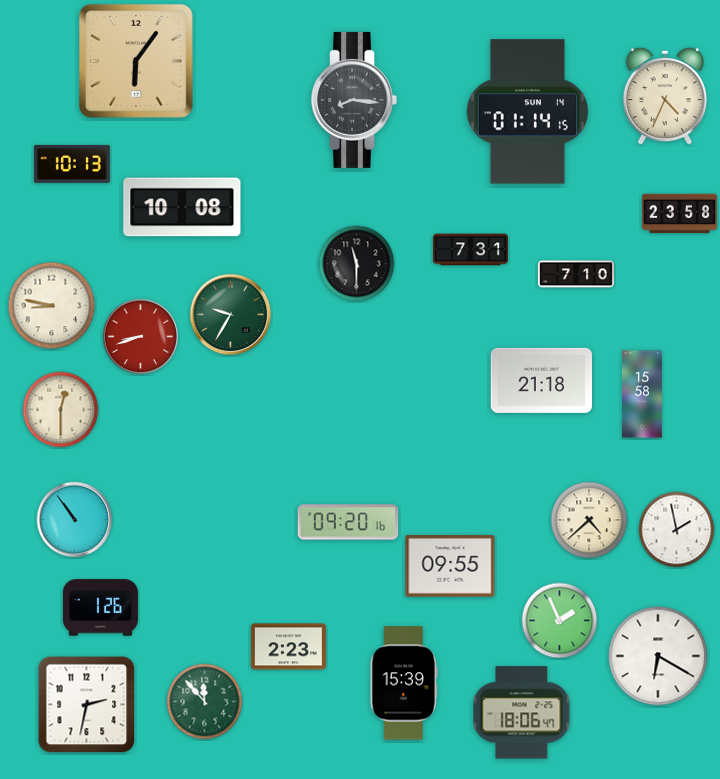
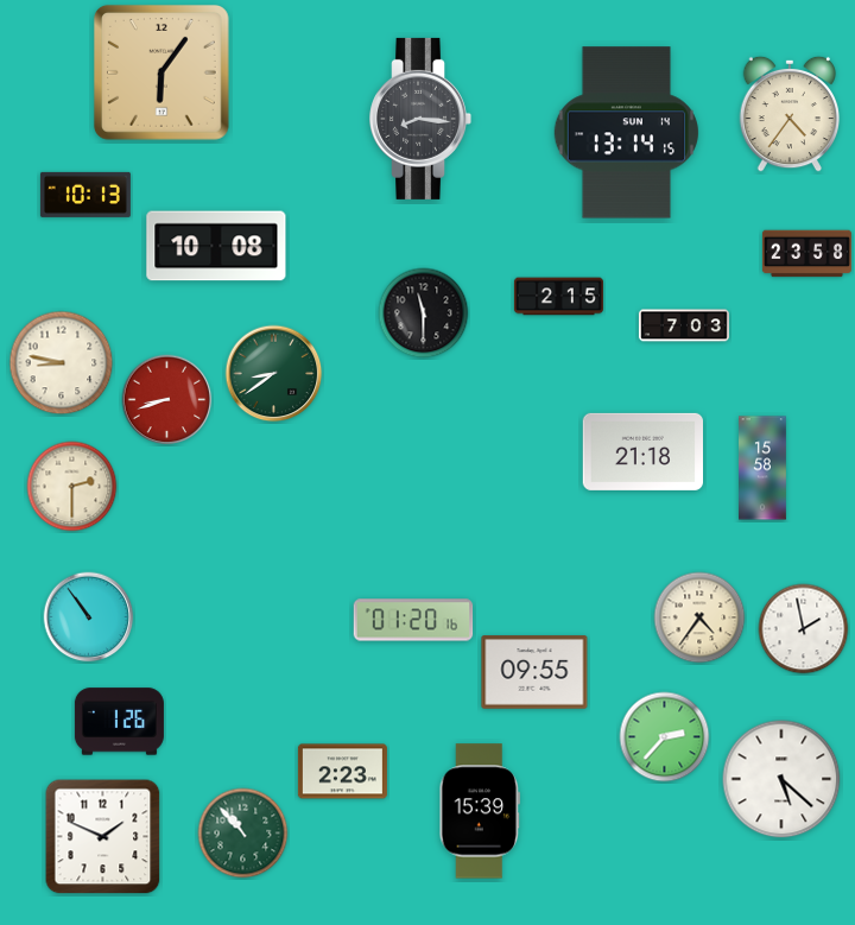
clock at (665, 96): 4:34 -> 4:36
clock at (527, 112): 01:14 -> 13:14
clock at (470, 250): 7:31 -> 2:15
clock at (576, 274): 7:10 -> 7:03
clock at (231, 315): 9:35 -> 8:39
clock at (61, 410): 12:30 -> 2:30
clock at (589, 520): 4:38 -> 4:36
clock at (348, 522): 09:20 -> 01:20
clock at (560, 621): 1:56 -> 2:37
clock at (288, 647) position: (288, 647) -> (342, 772)
clock at (658, 656): 6:20 -> 5:22
clock at (205, 702): 11:53 -> 10:53
clock at (87, 705): 2:32 -> 1:49
clock at (522, 713): 18:06 -> none
